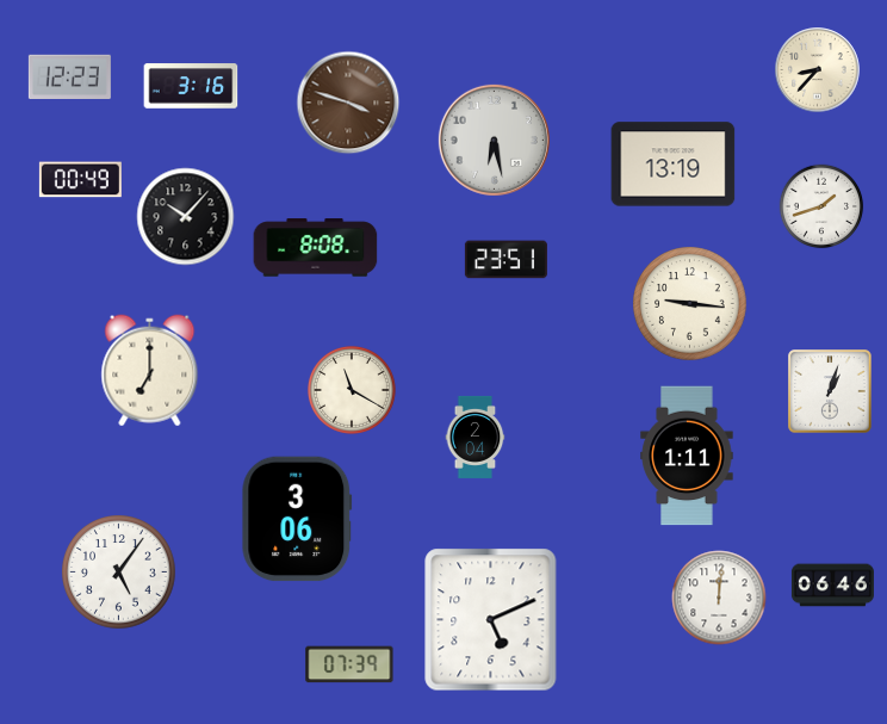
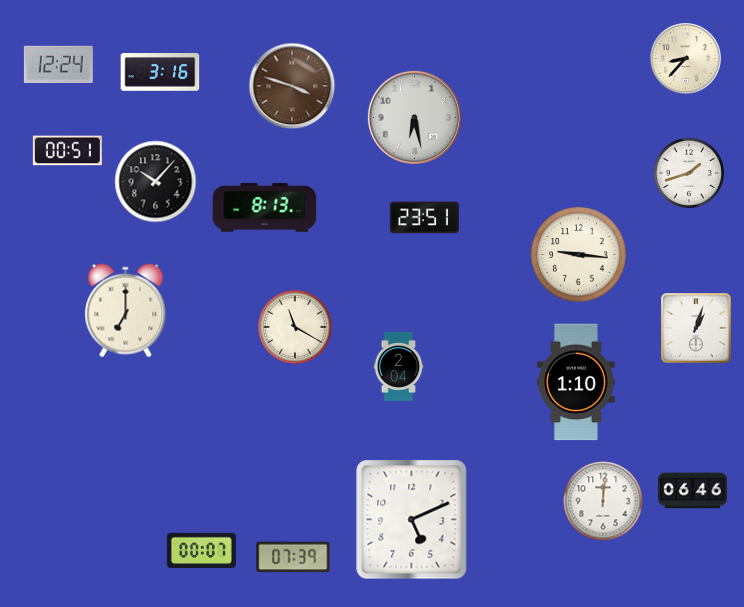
clock at (69, 76): 12:23 -> 12:24
clock at (674, 165): 13:19 -> none
clock at (80, 180): 00:49 -> 00:51
clock at (316, 248): 8:08 -> 8:13
clock at (687, 456): 1:11 -> 1:10
clock at (297, 519): 3:06 -> none
clock at (119, 573): 5:06 -> none
clock at (832, 586) position: (832, 586) -> (692, 491)
clock at (201, 550): none -> 00:07
